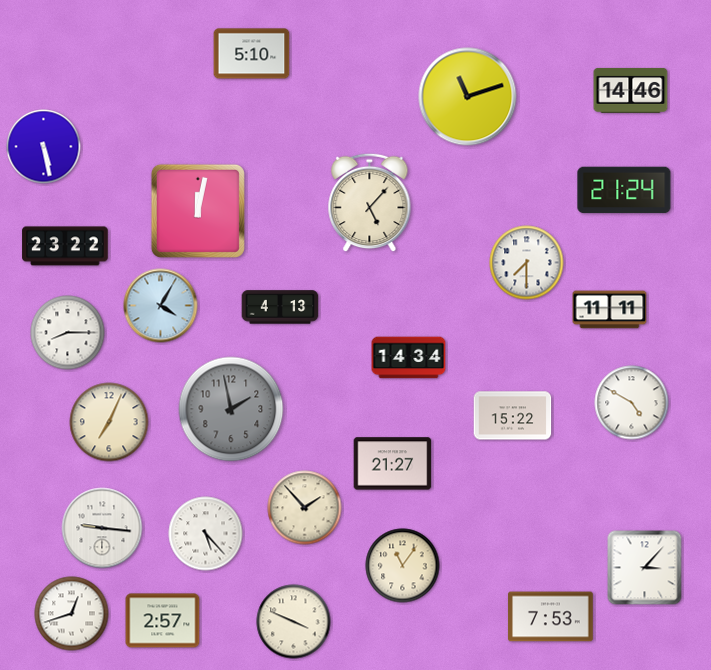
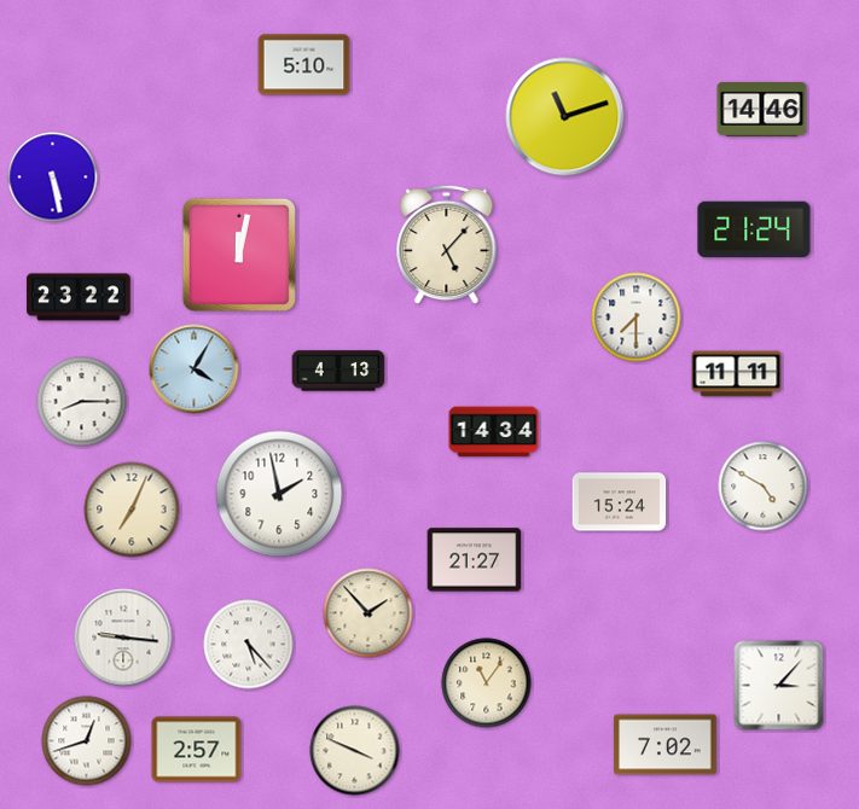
clock at (231, 409) dial: grey -> white
clock at (513, 416): 15:22 -> 15:24
clock at (551, 617): 7:53 -> 7:02
